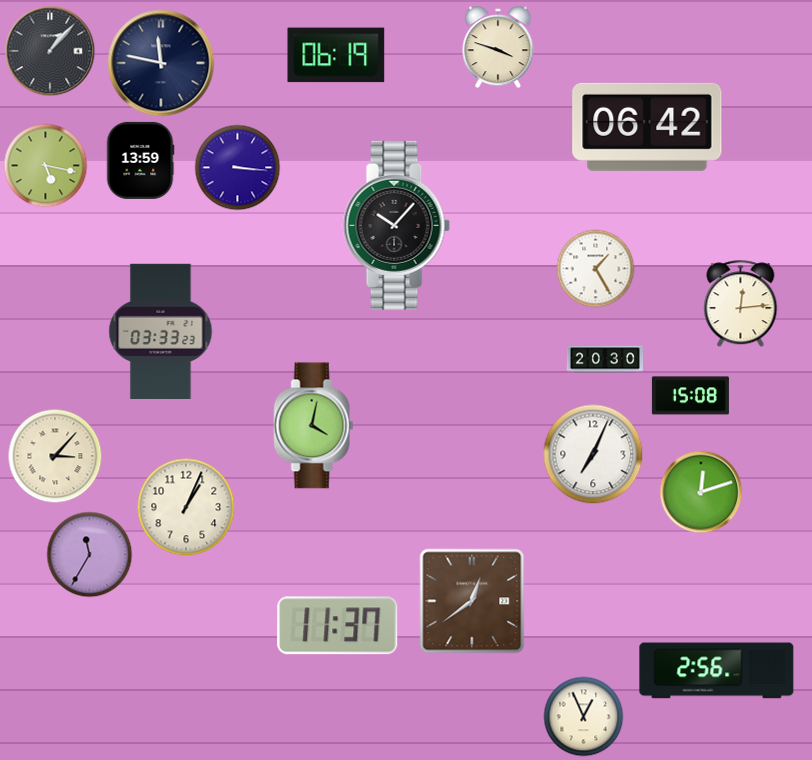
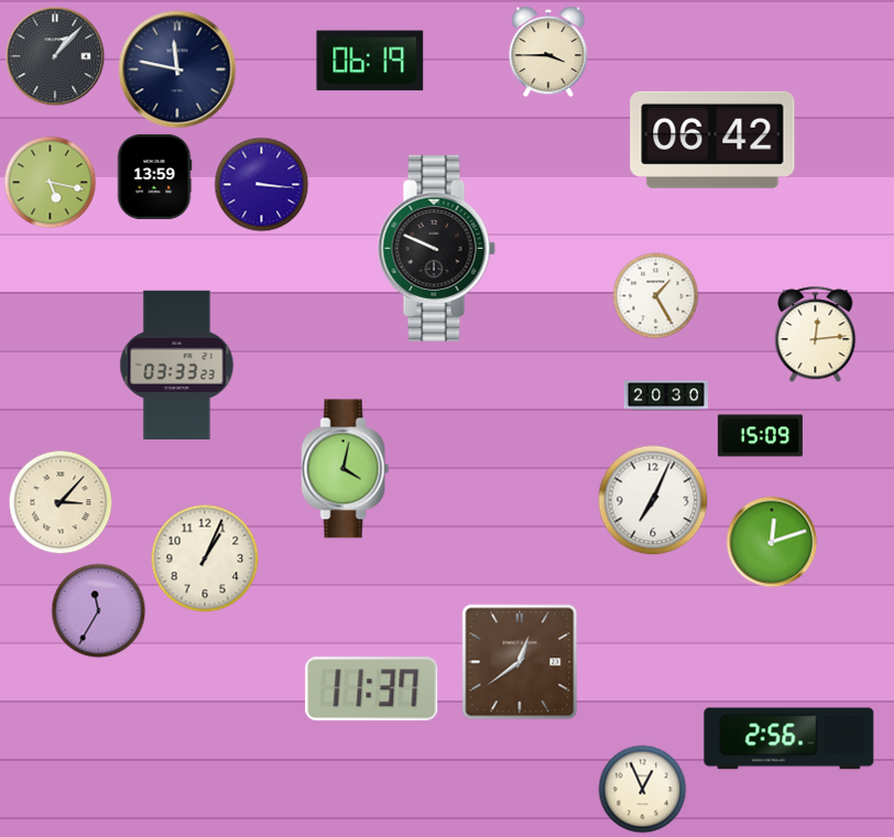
clock at (498, 47): 3:48 -> 3:45
clock at (396, 225): 10:07 -> 9:49
clock at (690, 396): 15:08 -> 15:09
